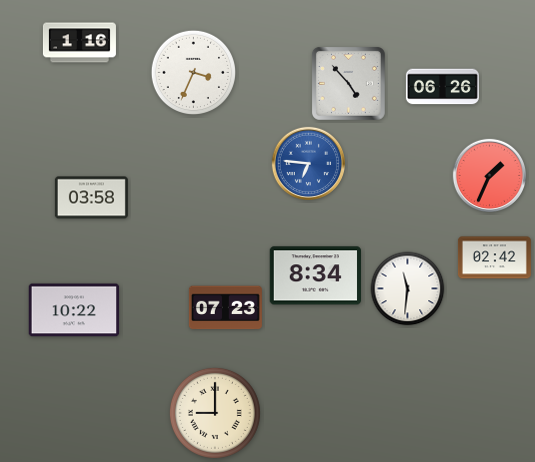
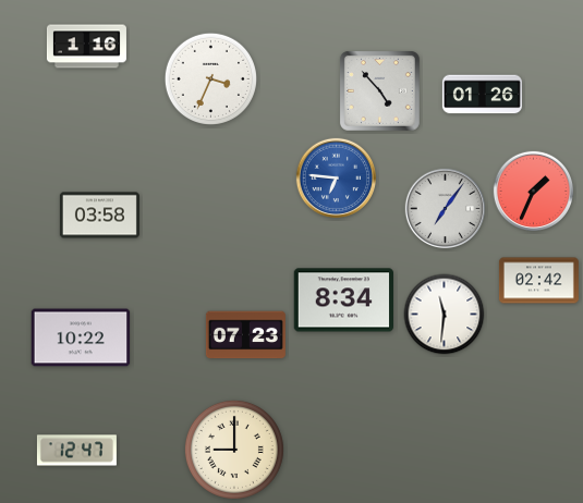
clock at (442, 87): 06:26 -> 01:26
clock at (445, 208): none -> 7:06
clock at (76, 451): none -> 12:47
